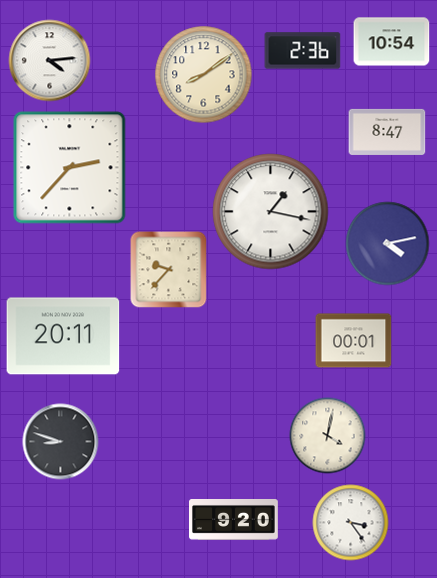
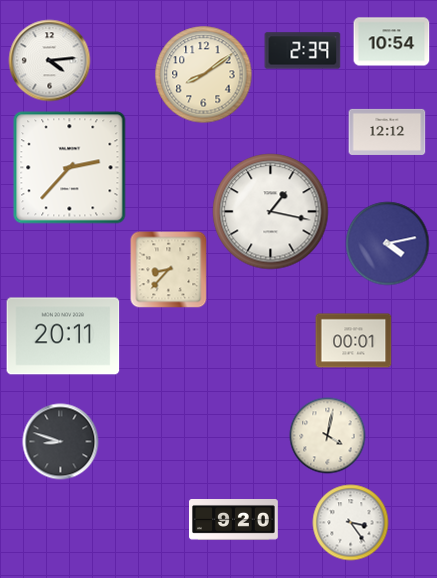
clock at (303, 51): 2:36 -> 2:39
clock at (387, 132): 8:47 -> 12:12
clock at (169, 270): 9:37 -> 8:37
